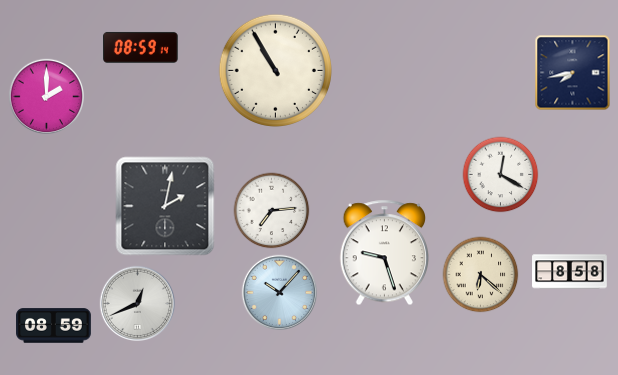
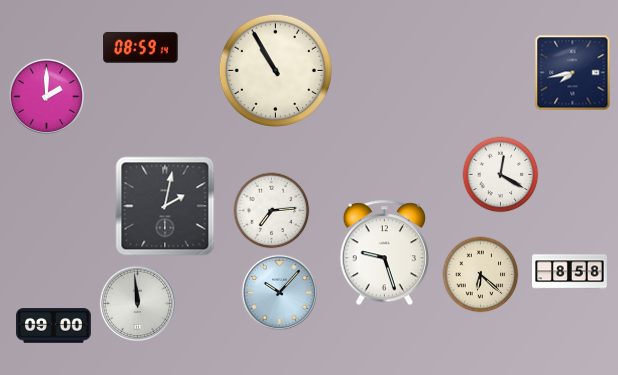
clock at (137, 303): 12:41 -> 11:59
clock at (54, 326): 08:59 -> 09:00
